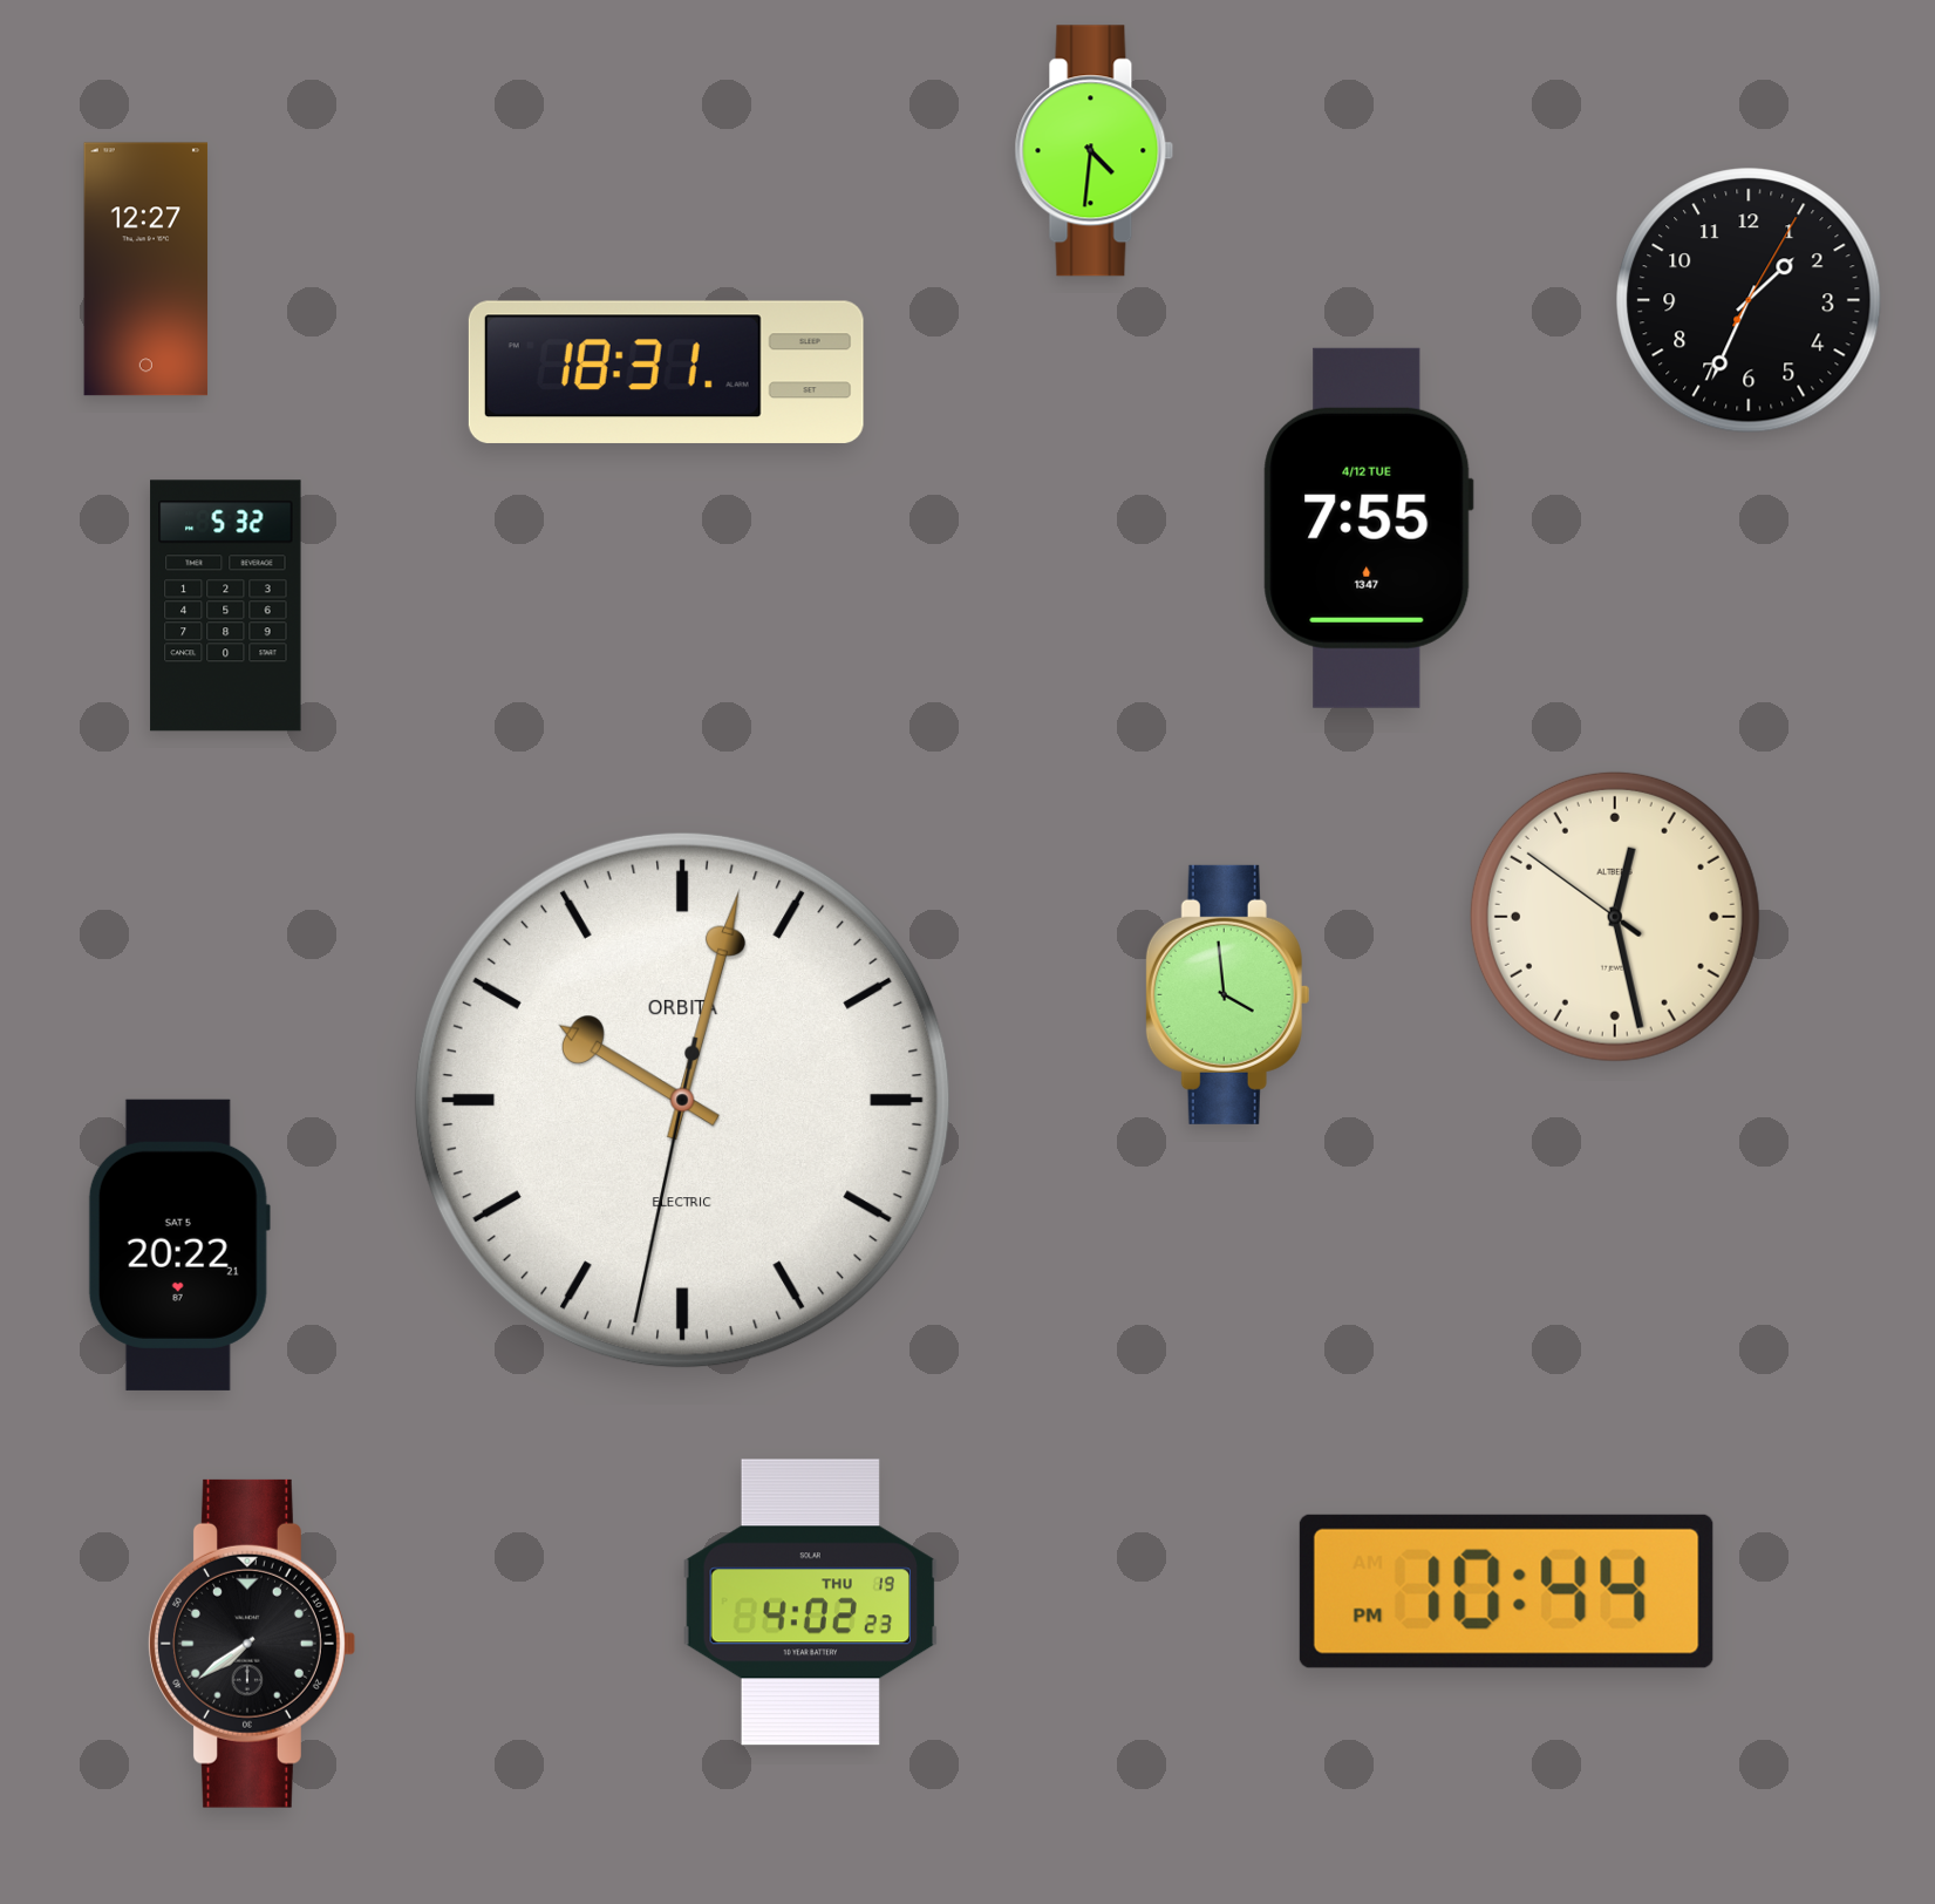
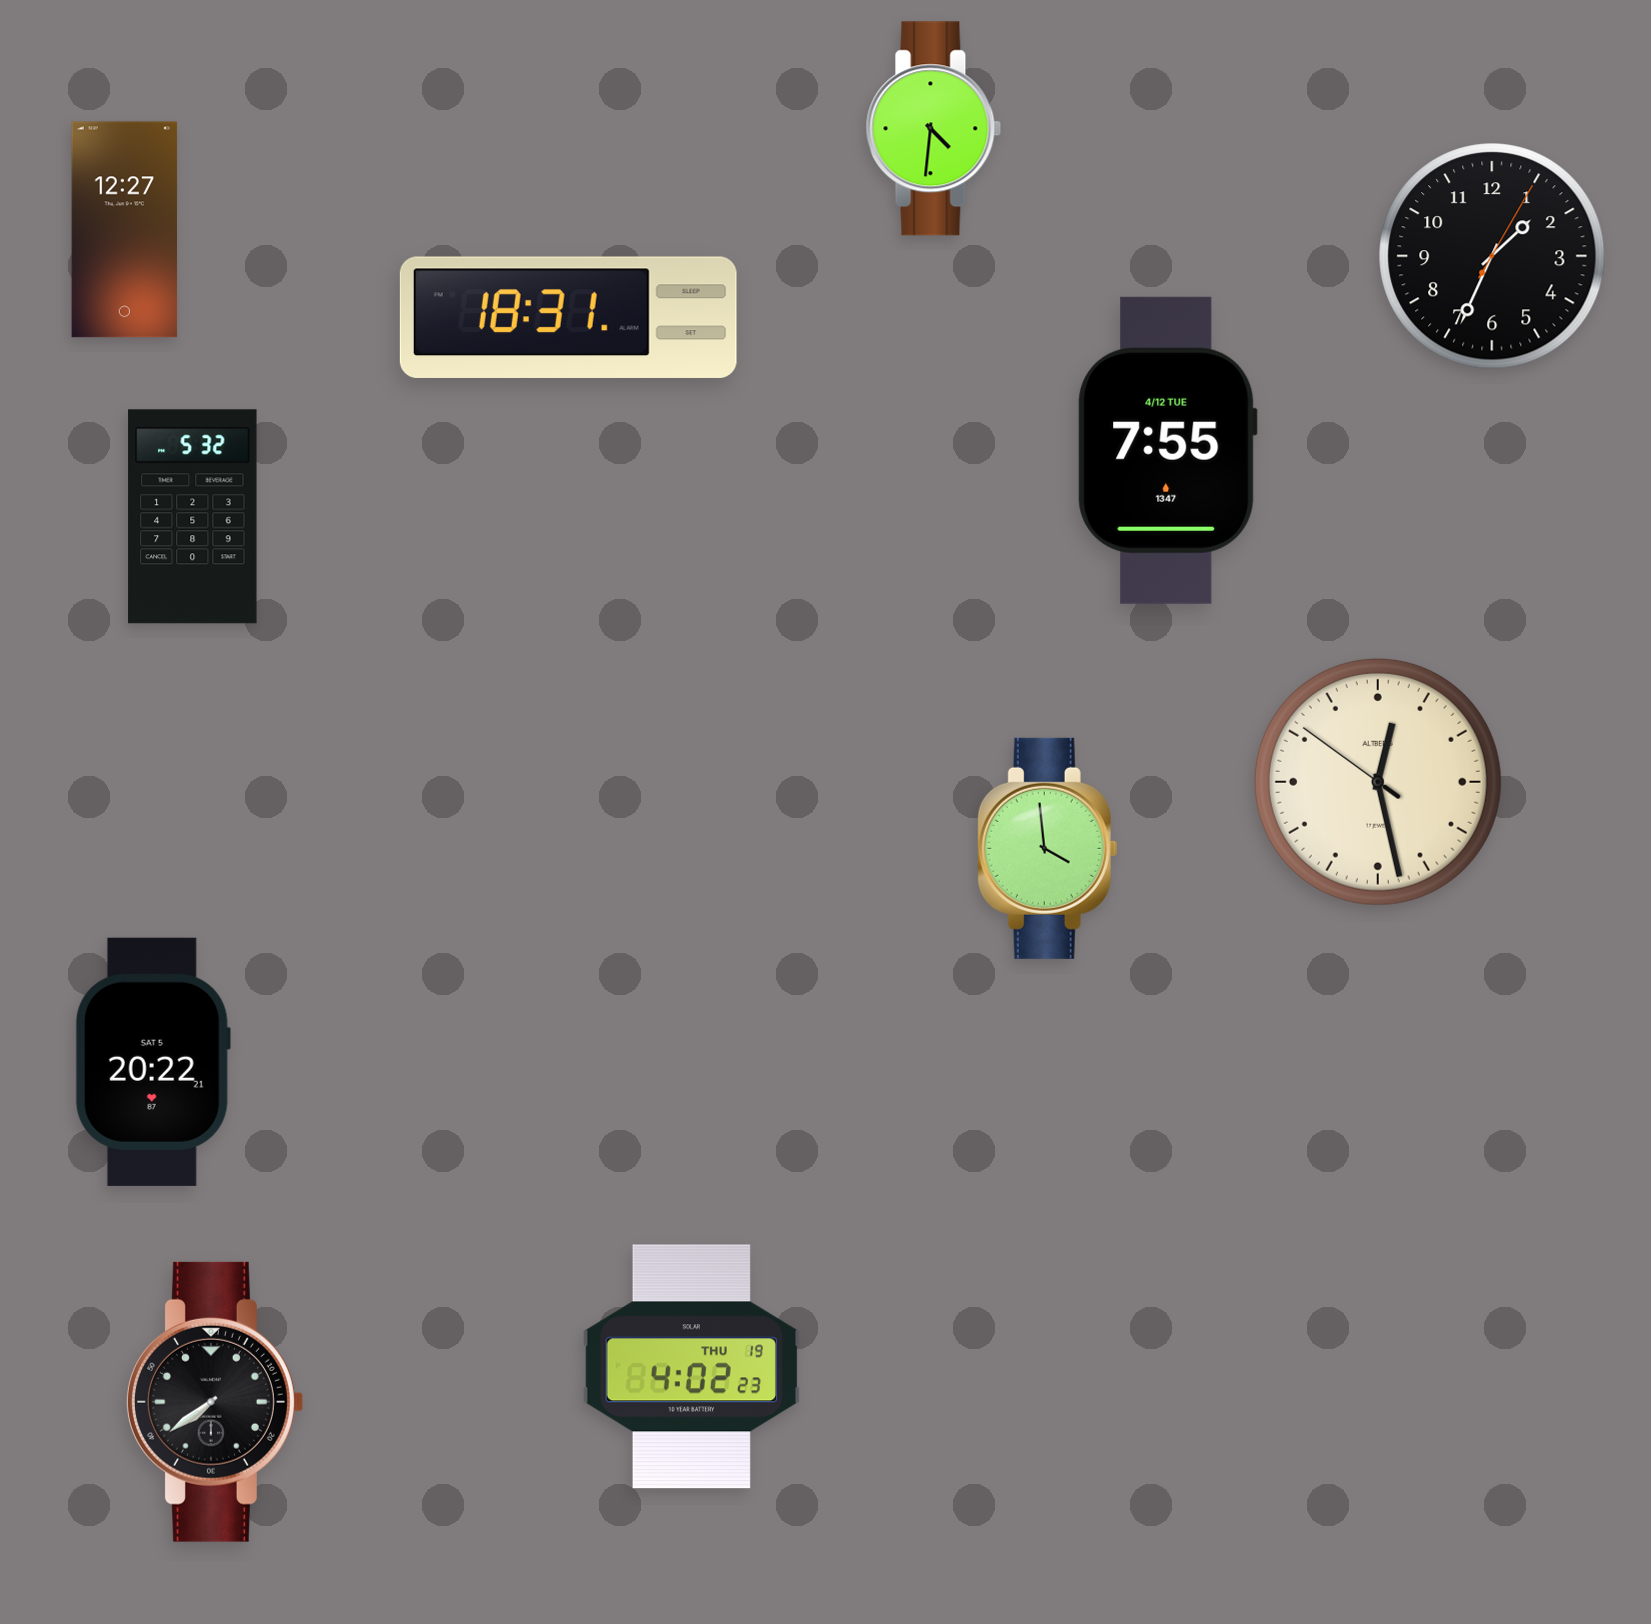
clock at (682, 1100): 10:02 -> none
clock at (1506, 1591): 10:44 -> none
